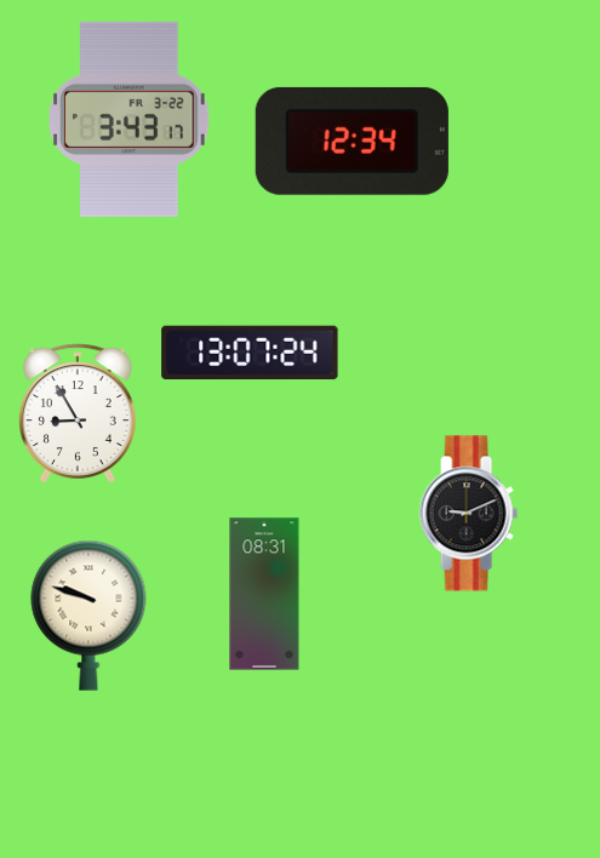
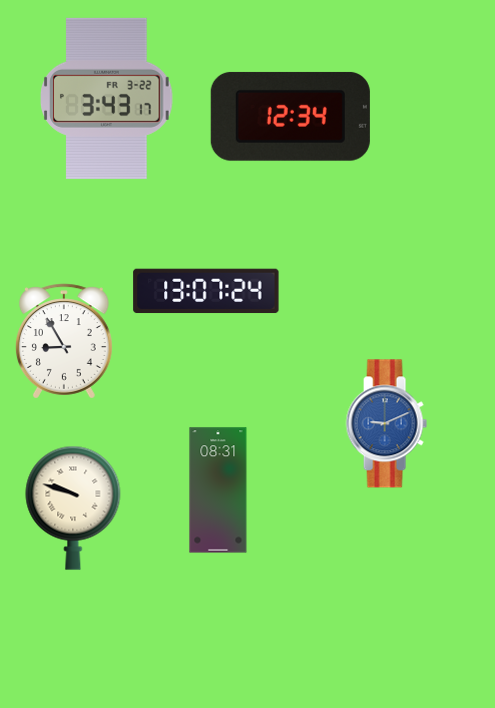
clock at (468, 514) dial: black -> blue
